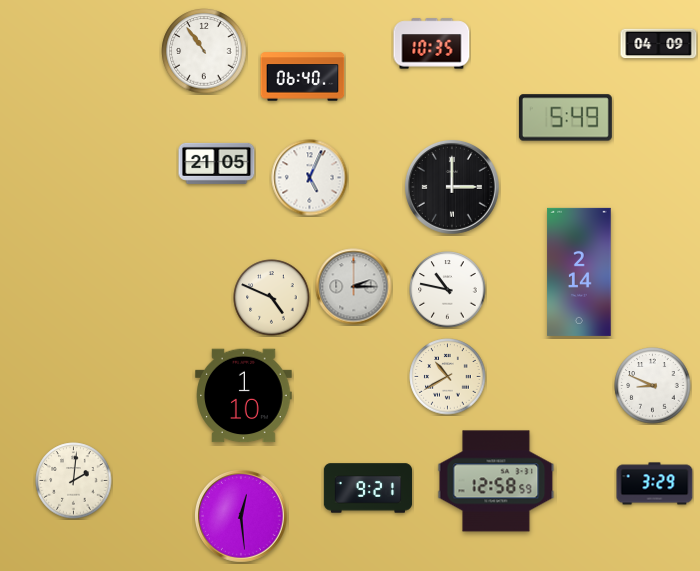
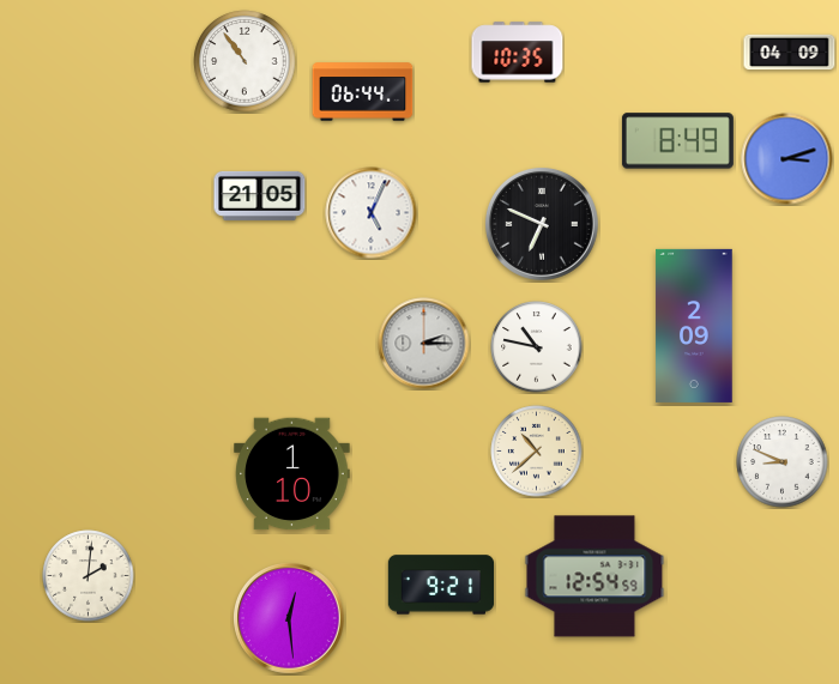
clock at (303, 77): 06:40 -> 06:44
clock at (565, 118): 5:49 -> 8:49
clock at (787, 159): none -> 3:12
clock at (452, 187): 3:00 -> 6:49
clock at (579, 272): 2:14 -> 2:09
clock at (272, 298): 4:49 -> none
clock at (448, 377): 10:40 -> 10:38
clock at (496, 481): 12:58 -> 12:54
clock at (655, 484): 3:29 -> none
